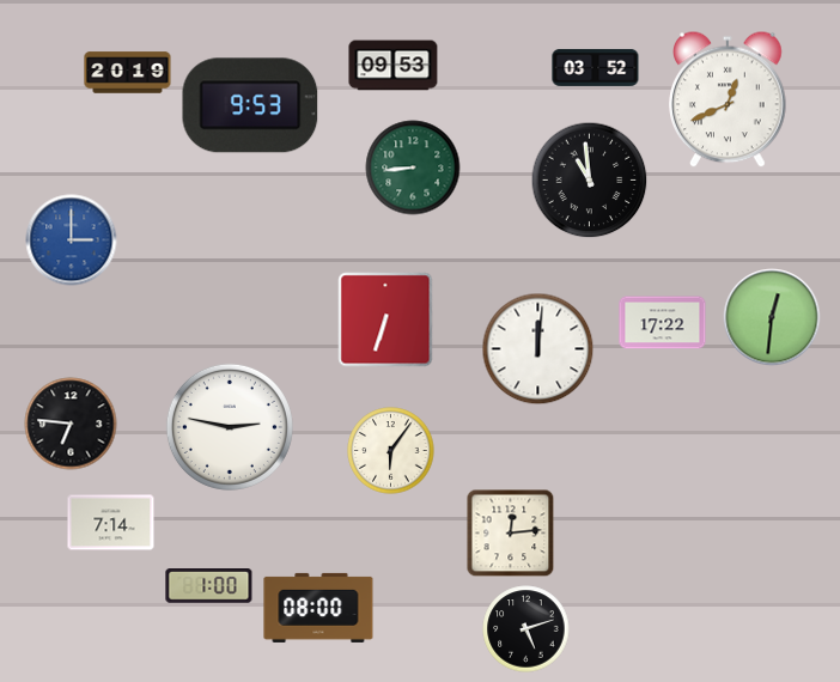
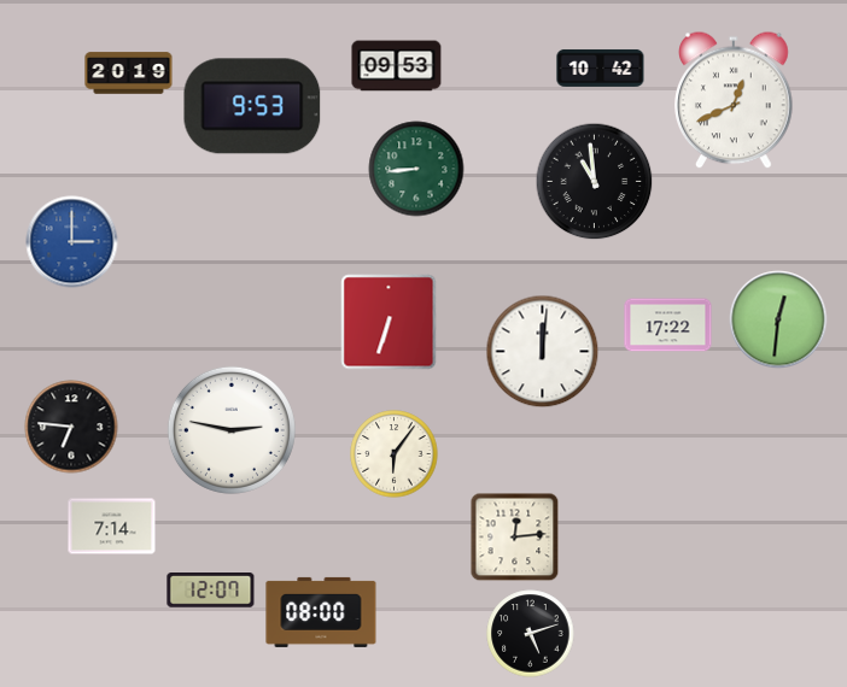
clock at (596, 67): 03:52 -> 10:42
clock at (209, 586): 1:00 -> 12:07
